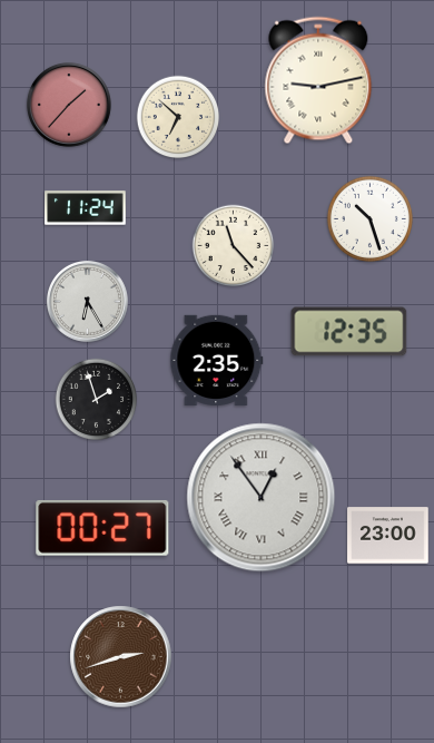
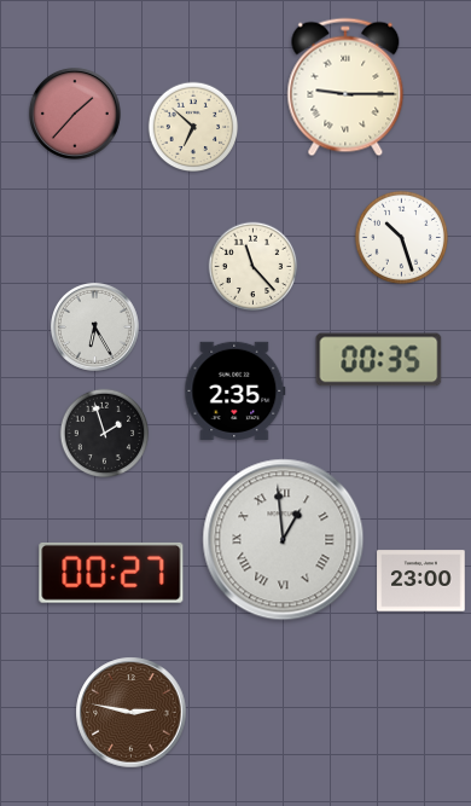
clock at (318, 80): 9:13 -> 9:15
clock at (86, 208): 11:24 -> none
clock at (349, 332): 12:35 -> 00:35
clock at (262, 498): 12:54 -> 12:59
clock at (121, 657): 2:42 -> 2:47
